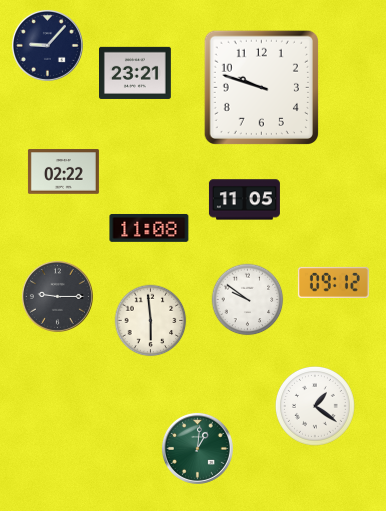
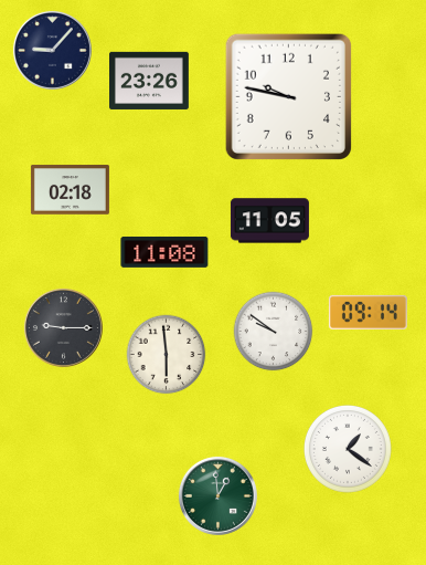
clock at (136, 73): 23:21 -> 23:26
clock at (261, 87): 9:48 -> 9:47
clock at (63, 172): 02:22 -> 02:18
clock at (333, 282): 09:12 -> 09:14
clock at (197, 448): 1:01 -> 12:59
